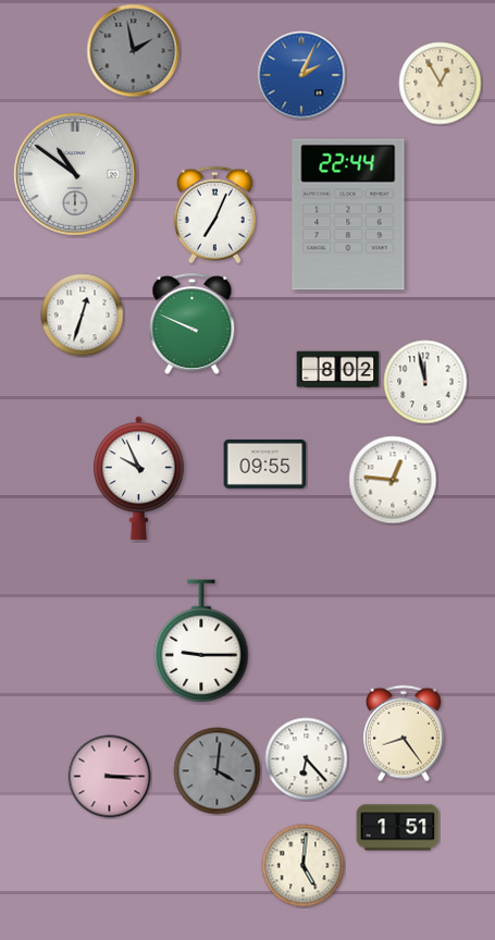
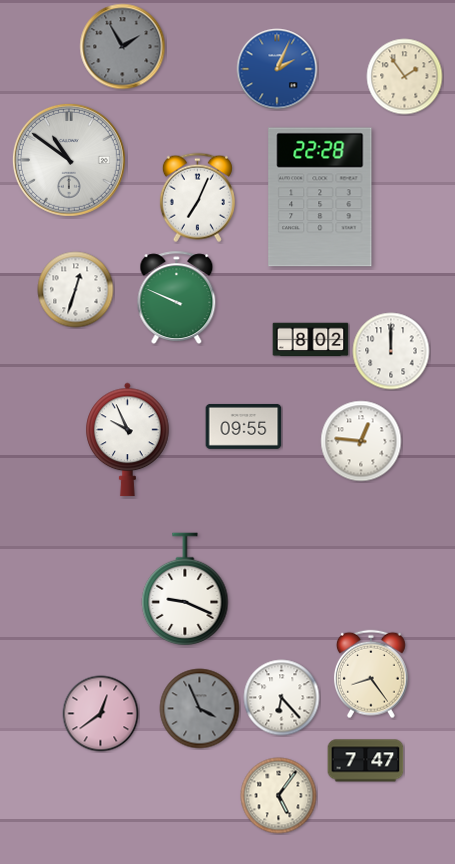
clock at (134, 51): 1:58 -> 1:55
clock at (441, 84): 12:55 -> 1:54
clock at (348, 214): 22:44 -> 22:28
clock at (425, 382): 11:58 -> 12:00
clock at (201, 642): 9:15 -> 9:19
clock at (218, 771): 4:01 -> 3:56
clock at (110, 777): 3:15 -> 12:39
clock at (398, 828): 1:51 -> 7:47
clock at (304, 866): 5:01 -> 5:06
